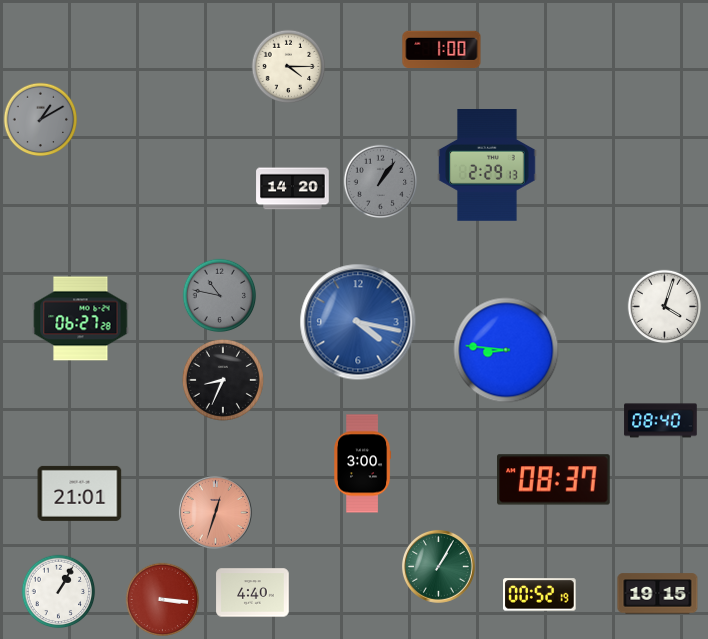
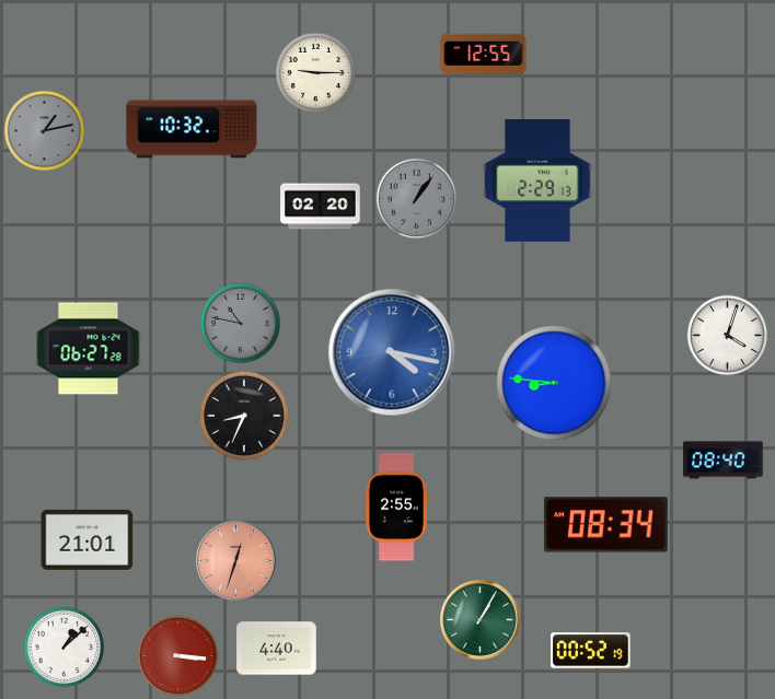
clock at (442, 49): 1:00 -> 12:55
clock at (289, 67): 4:15 -> 9:15
clock at (192, 129): none -> 10:32
clock at (41, 120): 1:10 -> 1:13
clock at (487, 166) position: (487, 166) -> (537, 182)
clock at (293, 189): 14:20 -> 02:20
clock at (363, 464): 3:00 -> 2:55
clock at (554, 480): 08:37 -> 08:34
clock at (59, 592): 1:05 -> 1:08
clock at (658, 594): 19:15 -> none
